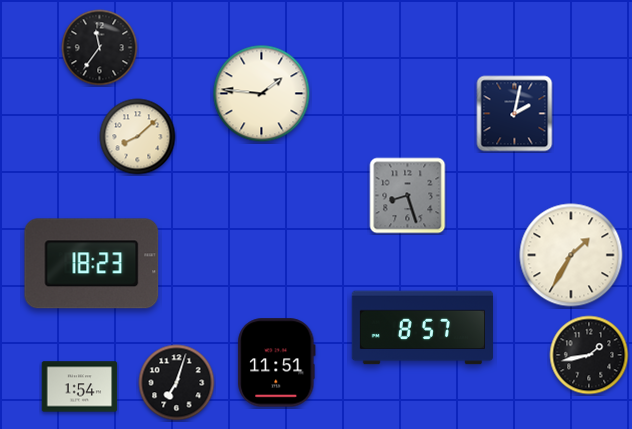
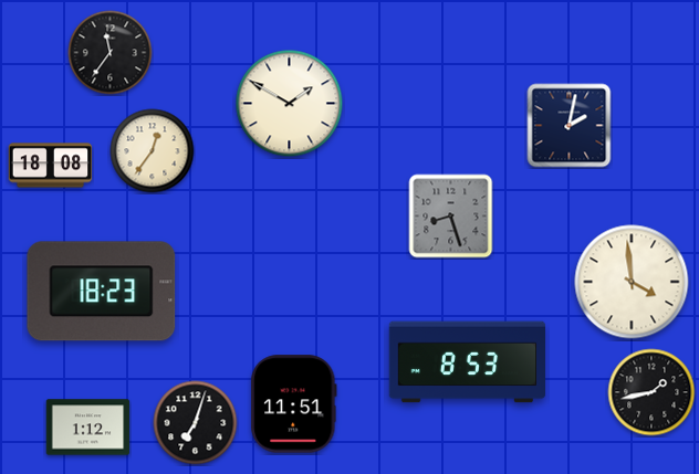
clock at (262, 94): 1:46 -> 1:50
clock at (138, 137): 8:08 -> 12:36
clock at (51, 166): none -> 18:08
clock at (571, 255): 1:35 -> 3:59
clock at (422, 328): 8:57 -> 8:53
clock at (277, 363) position: (277, 363) -> (294, 404)
clock at (80, 387): 1:54 -> 1:12
